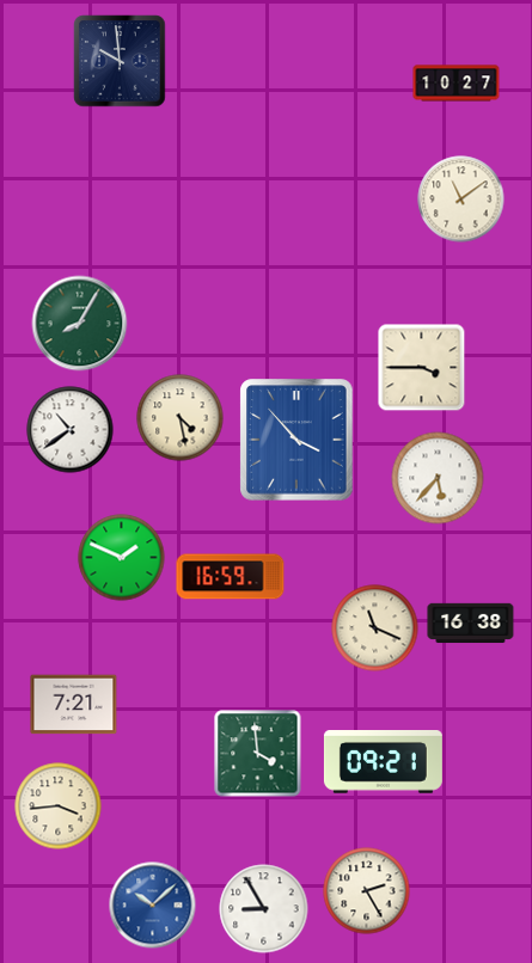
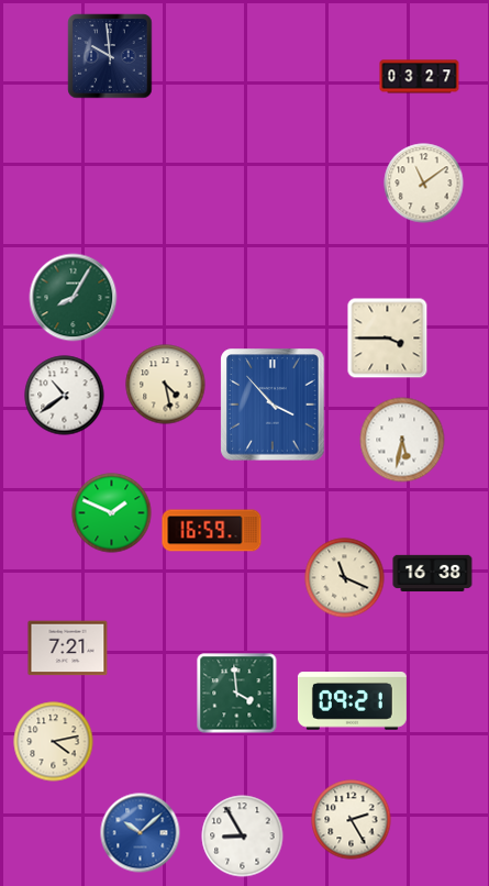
clock at (457, 84): 10:27 -> 03:27
clock at (438, 478): 5:37 -> 5:32
clock at (59, 806): 3:44 -> 4:13
clock at (367, 891) position: (367, 891) -> (352, 820)
